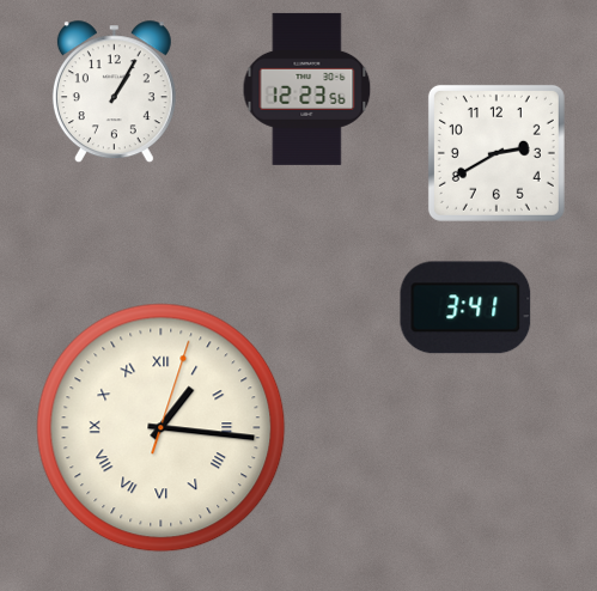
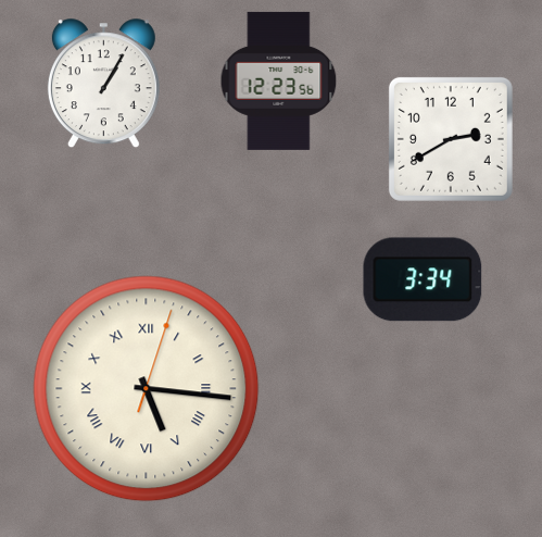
clock at (465, 307): 3:41 -> 3:34
clock at (162, 428): 1:16 -> 5:16
